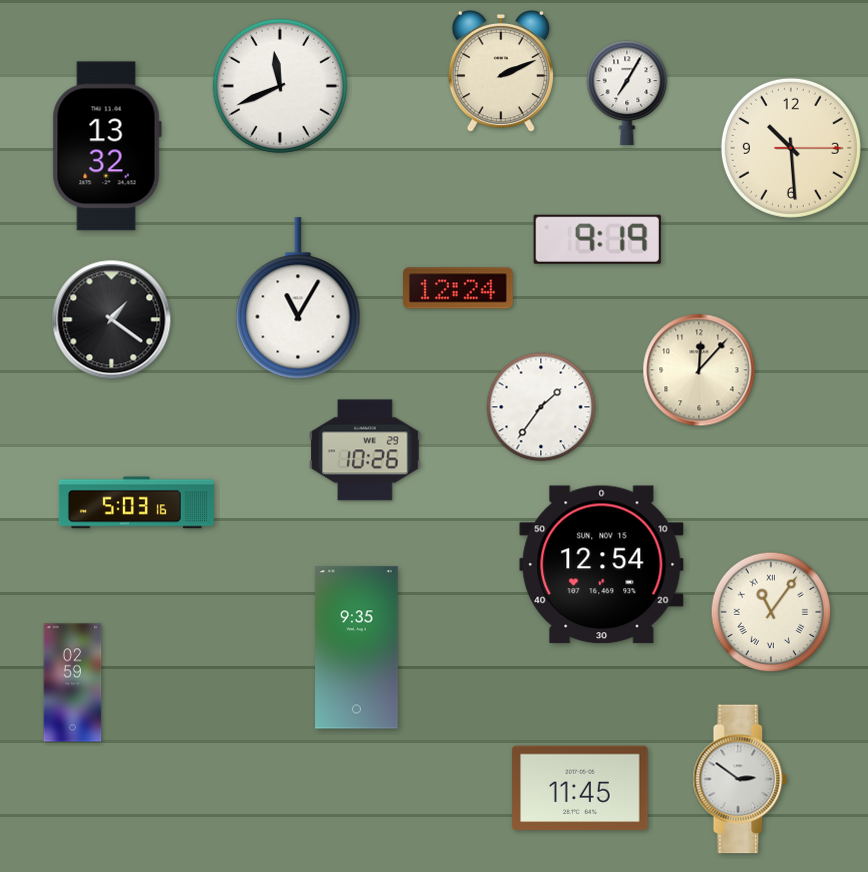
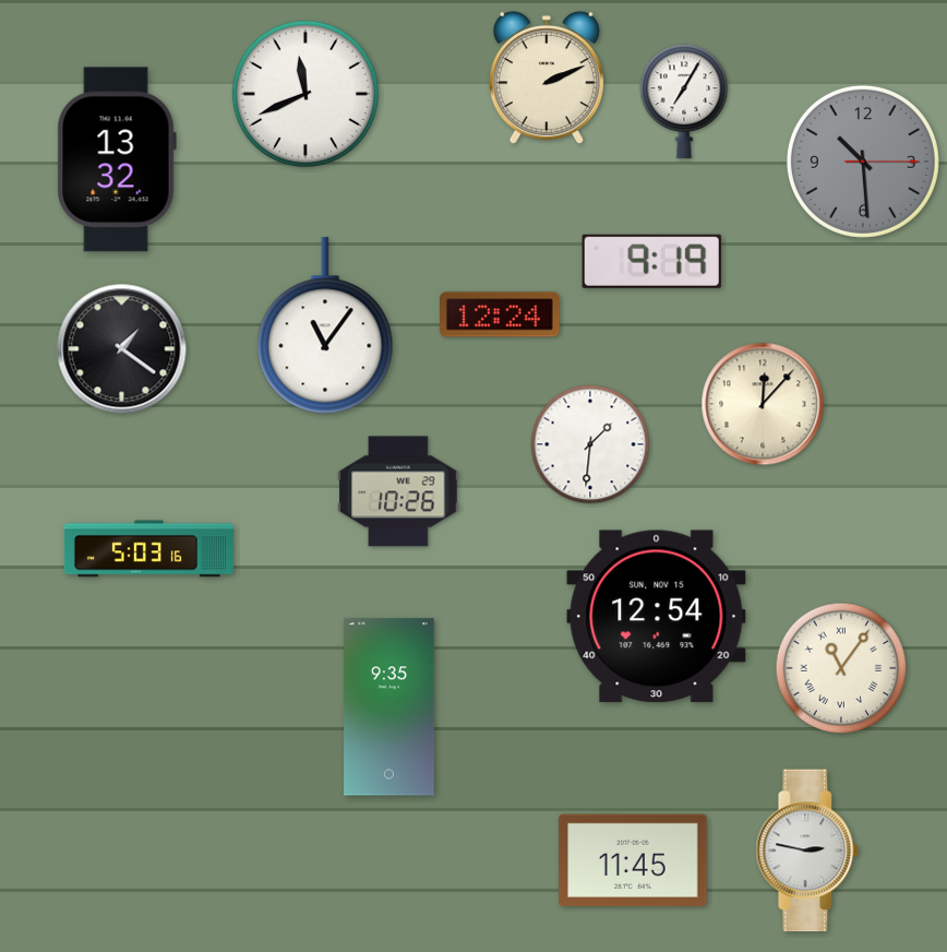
clock at (791, 148) dial: cream -> grey
clock at (298, 298): 11:05 -> 11:06
clock at (541, 407): 1:36 -> 1:31
clock at (73, 683): 02:59 -> none
clock at (740, 779): 2:51 -> 2:47
